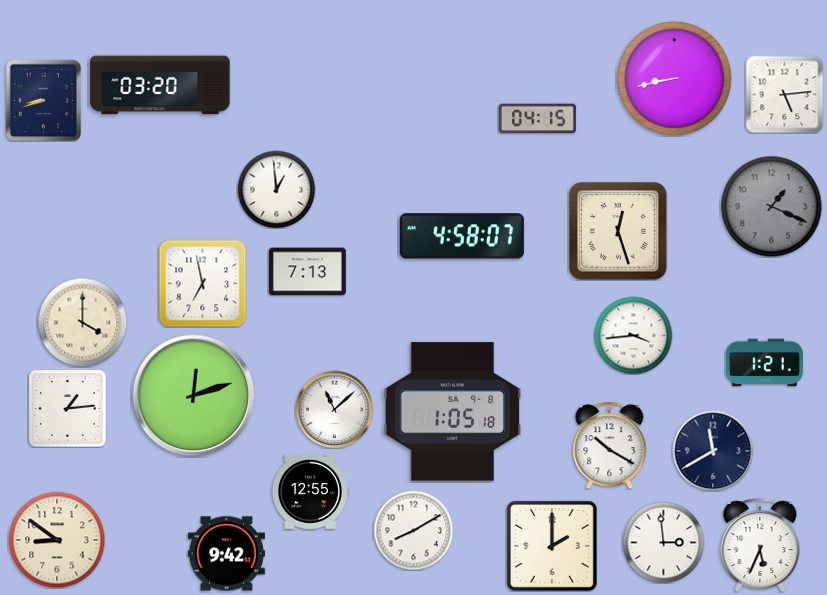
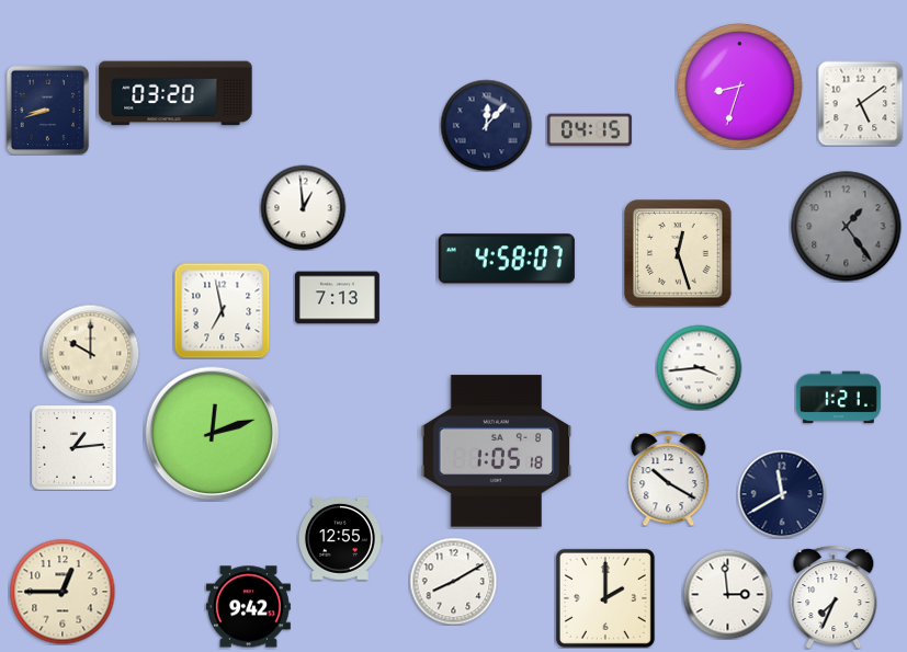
clock at (675, 79): 8:43 -> 8:33
clock at (784, 94): 5:14 -> 5:09
clock at (486, 125): none -> 12:07
clock at (772, 207): 1:19 -> 1:24
clock at (82, 322): 4:00 -> 10:00
clock at (633, 335) position: (633, 335) -> (699, 367)
clock at (334, 409): 11:08 -> none
clock at (610, 445) position: (610, 445) -> (669, 478)
clock at (57, 540): 8:51 -> 12:45
clock at (760, 545): 5:34 -> 7:34
